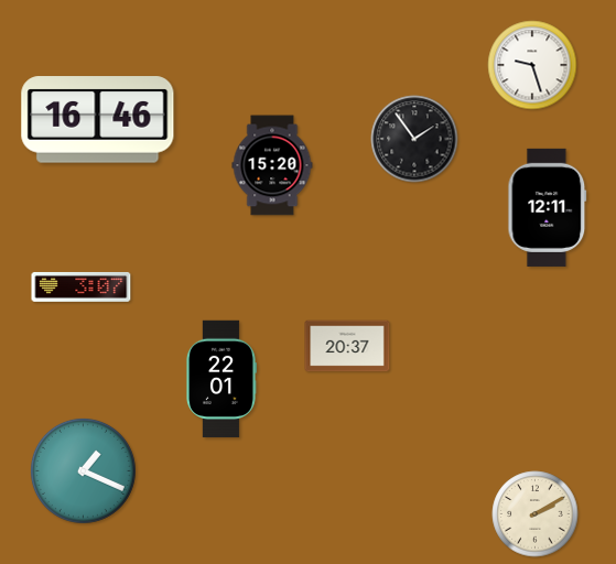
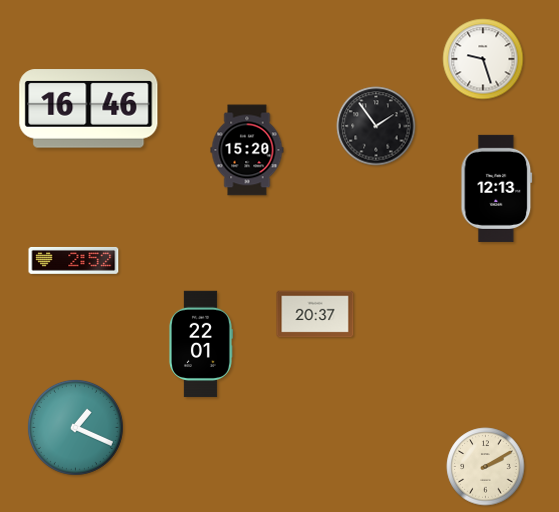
clock at (548, 207): 12:11 -> 12:13
clock at (82, 286): 3:07 -> 2:52
